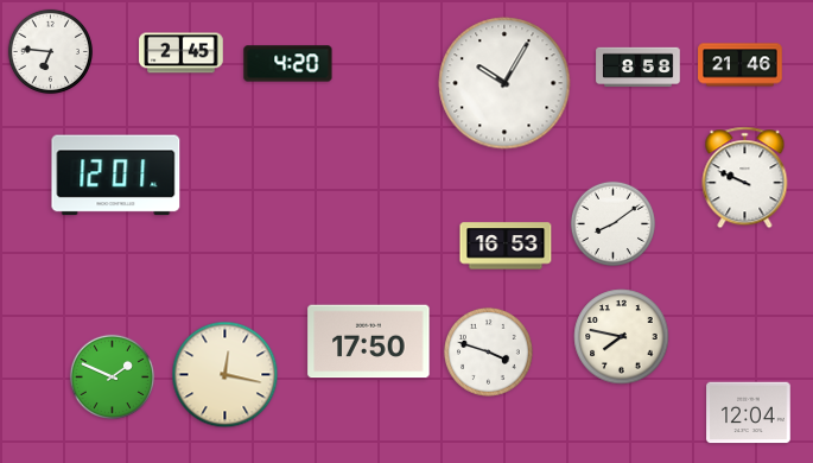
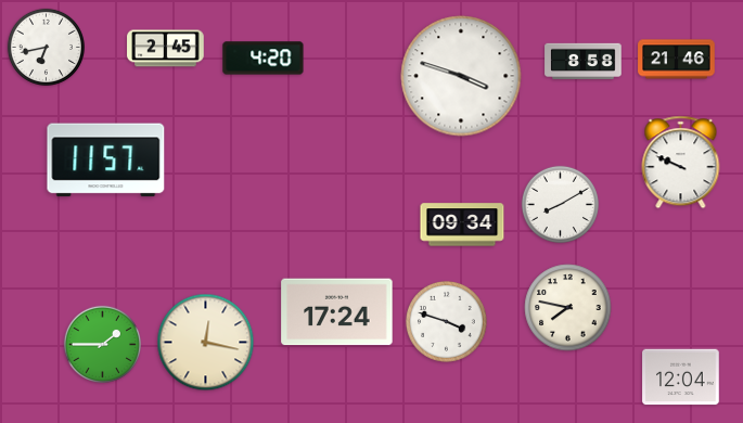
clock at (50, 51): 6:46 -> 6:43
clock at (504, 83): 10:05 -> 3:48
clock at (116, 176): 12:01 -> 11:57
clock at (612, 223): 8:09 -> 8:10
clock at (506, 246): 16:53 -> 09:34
clock at (369, 342): 17:50 -> 17:24
clock at (112, 376): 1:49 -> 1:45
clock at (749, 413) position: (749, 413) -> (681, 377)
